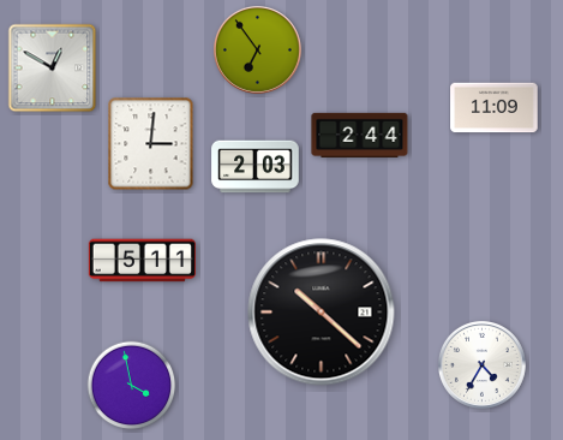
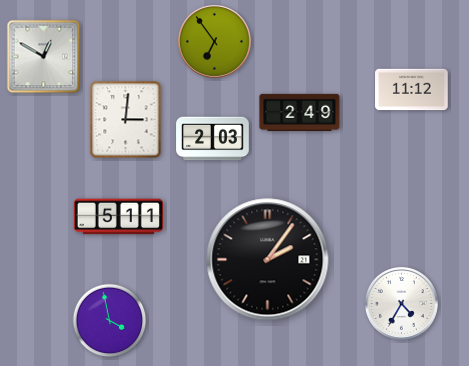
clock at (495, 108): 11:09 -> 11:12
clock at (360, 135): 2:44 -> 2:49
clock at (322, 313): 10:22 -> 2:06
